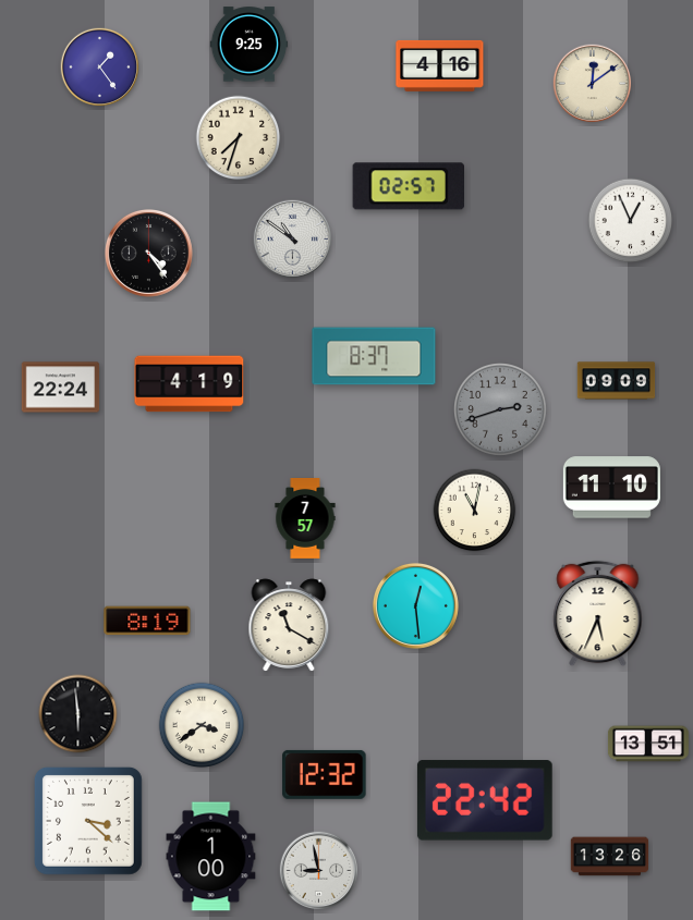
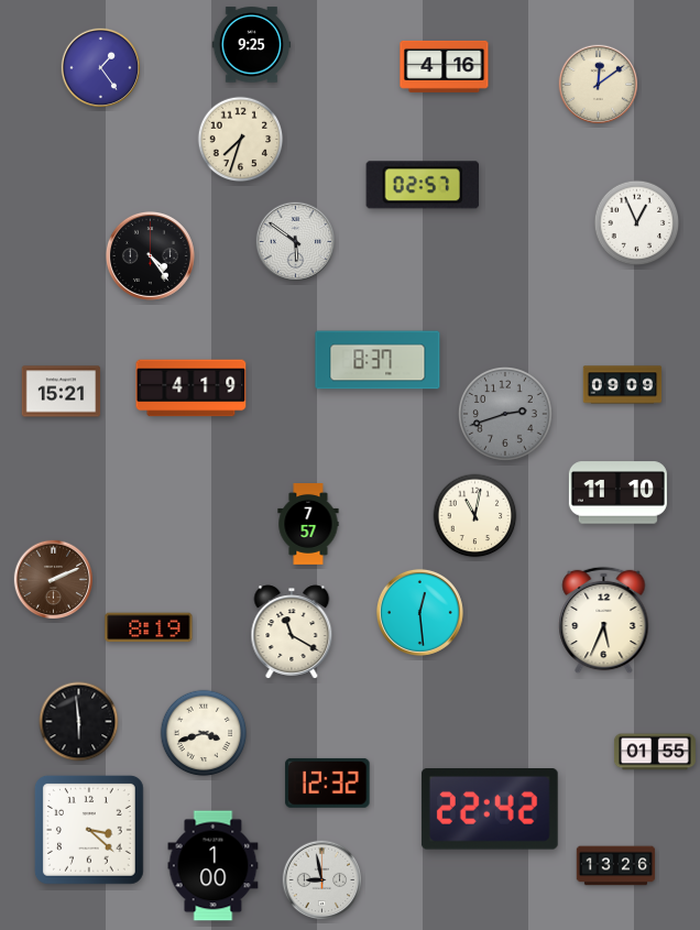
clock at (408, 186) position: (408, 186) -> (422, 185)
clock at (293, 240): 10:51 -> 5:51
clock at (61, 388): 22:24 -> 15:21
clock at (475, 511) position: (475, 511) -> (475, 516)
clock at (54, 580): none -> 2:11
clock at (202, 725): 3:39 -> 3:42
clock at (648, 744): 13:51 -> 01:55
